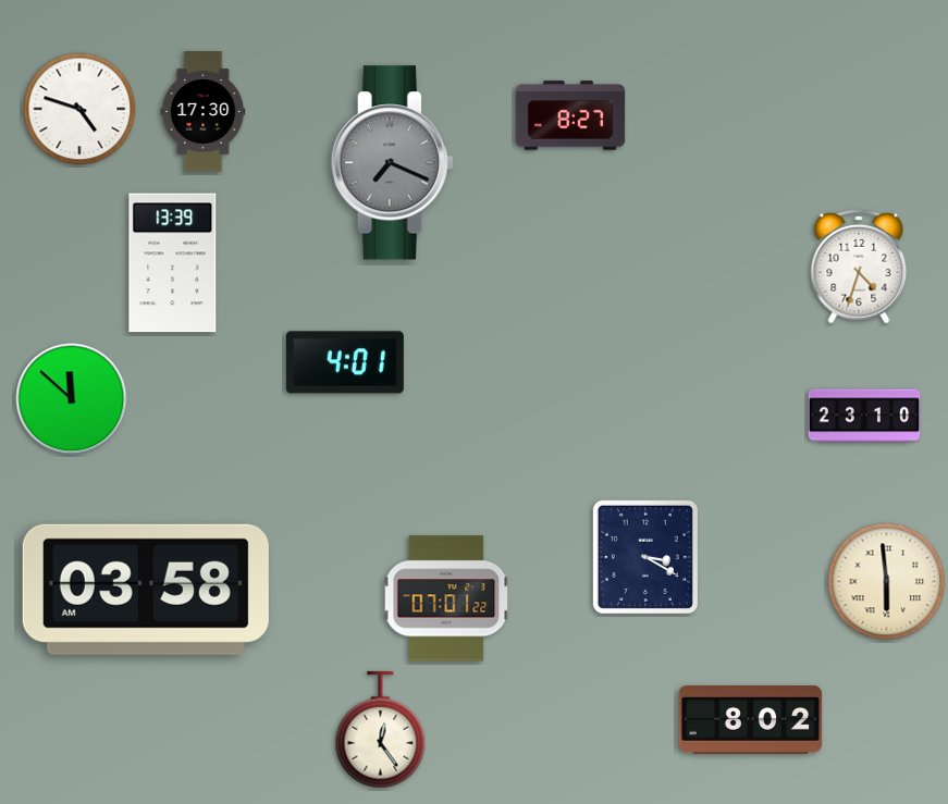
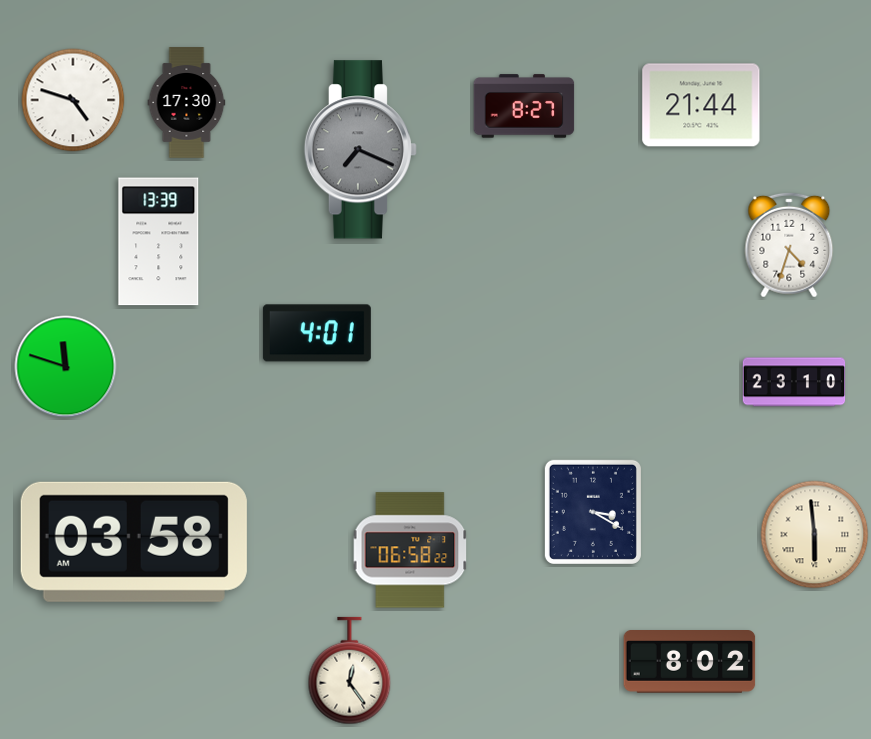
clock at (701, 105): none -> 21:44
clock at (72, 399): 11:52 -> 11:48
clock at (446, 598): 07:01 -> 06:58
